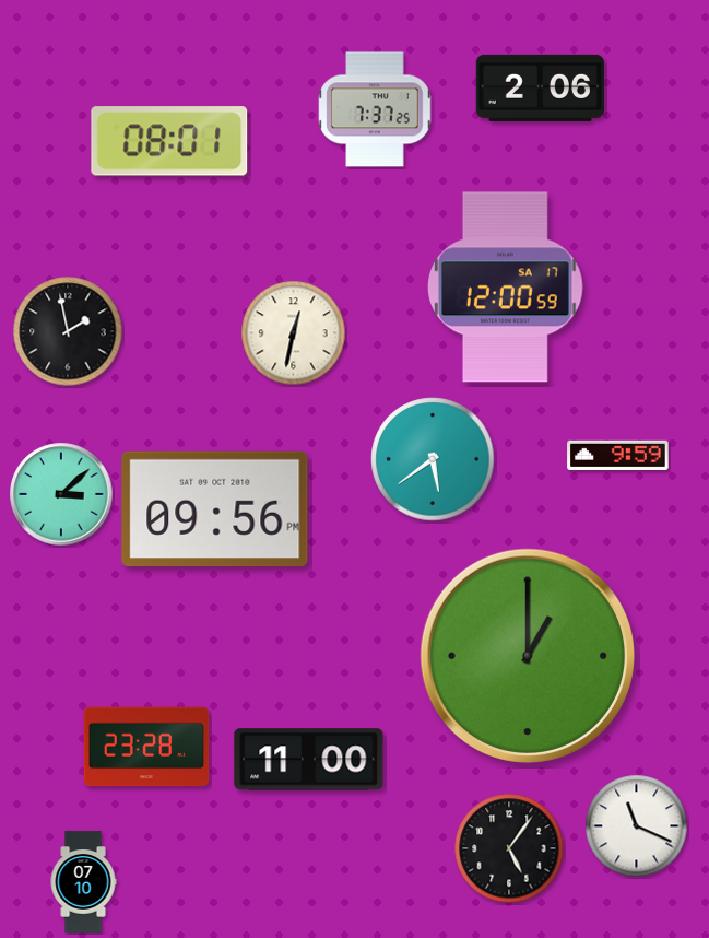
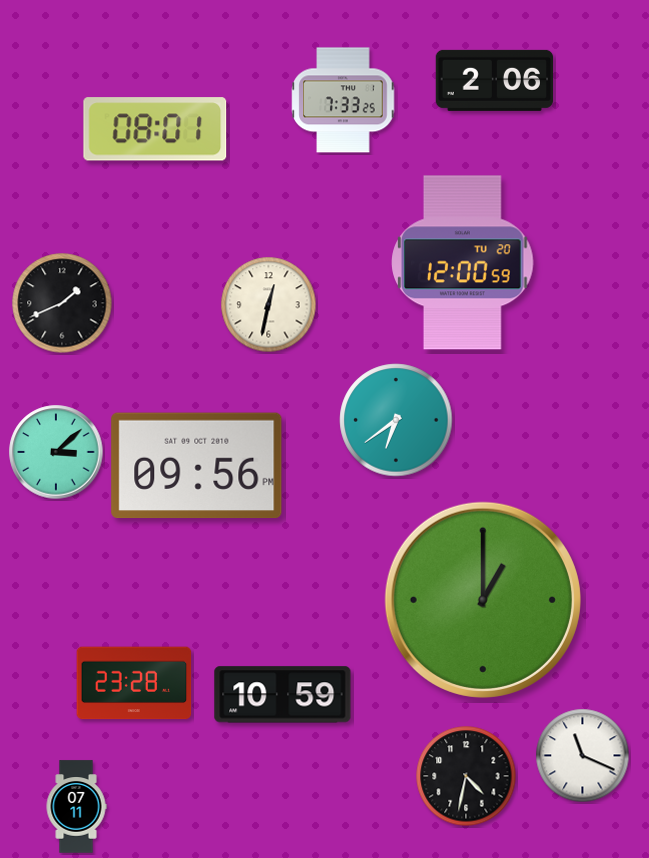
clock at (375, 109): 7:37 -> 7:33
clock at (506, 288) date: SA 17 -> TU 20
clock at (68, 331): 1:58 -> 1:41
clock at (618, 455): 9:59 -> none
clock at (433, 459): 5:39 -> 6:39
clock at (309, 760): 11:00 -> 10:59
clock at (509, 848): 5:06 -> 4:32
clock at (83, 882): 07:10 -> 07:11
